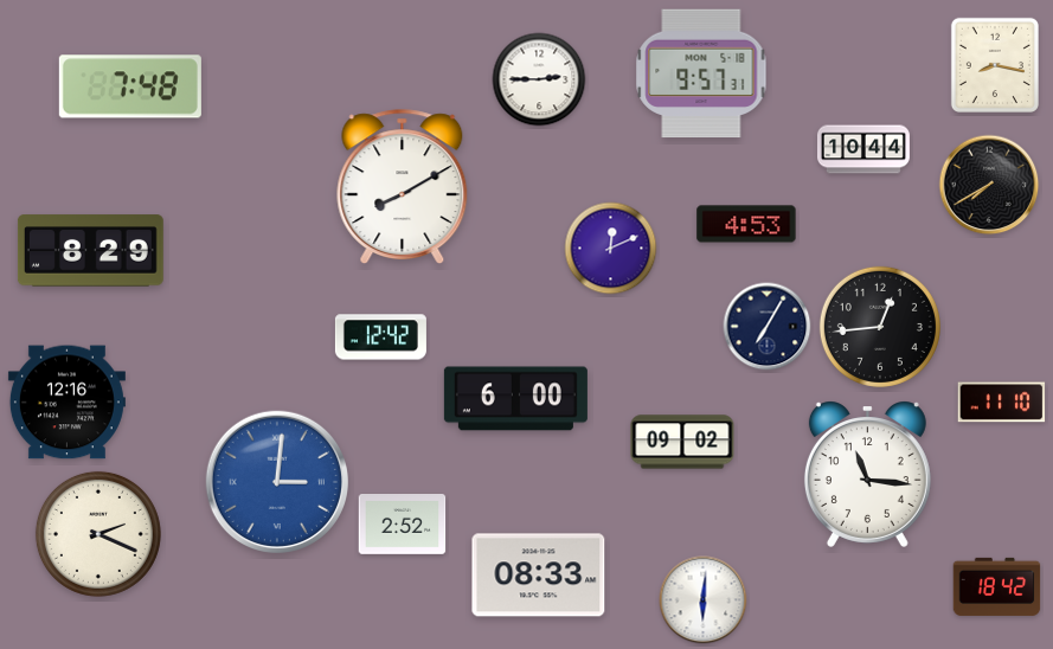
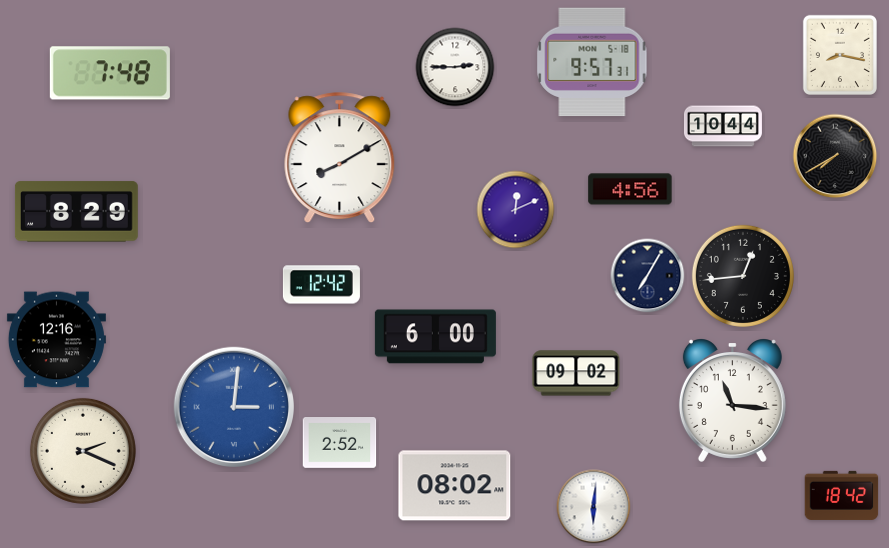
clock at (863, 149) position: (863, 149) -> (723, 126)
clock at (746, 224): 4:53 -> 4:56
clock at (1002, 403): 11:10 -> none
clock at (539, 576): 08:33 -> 08:02
